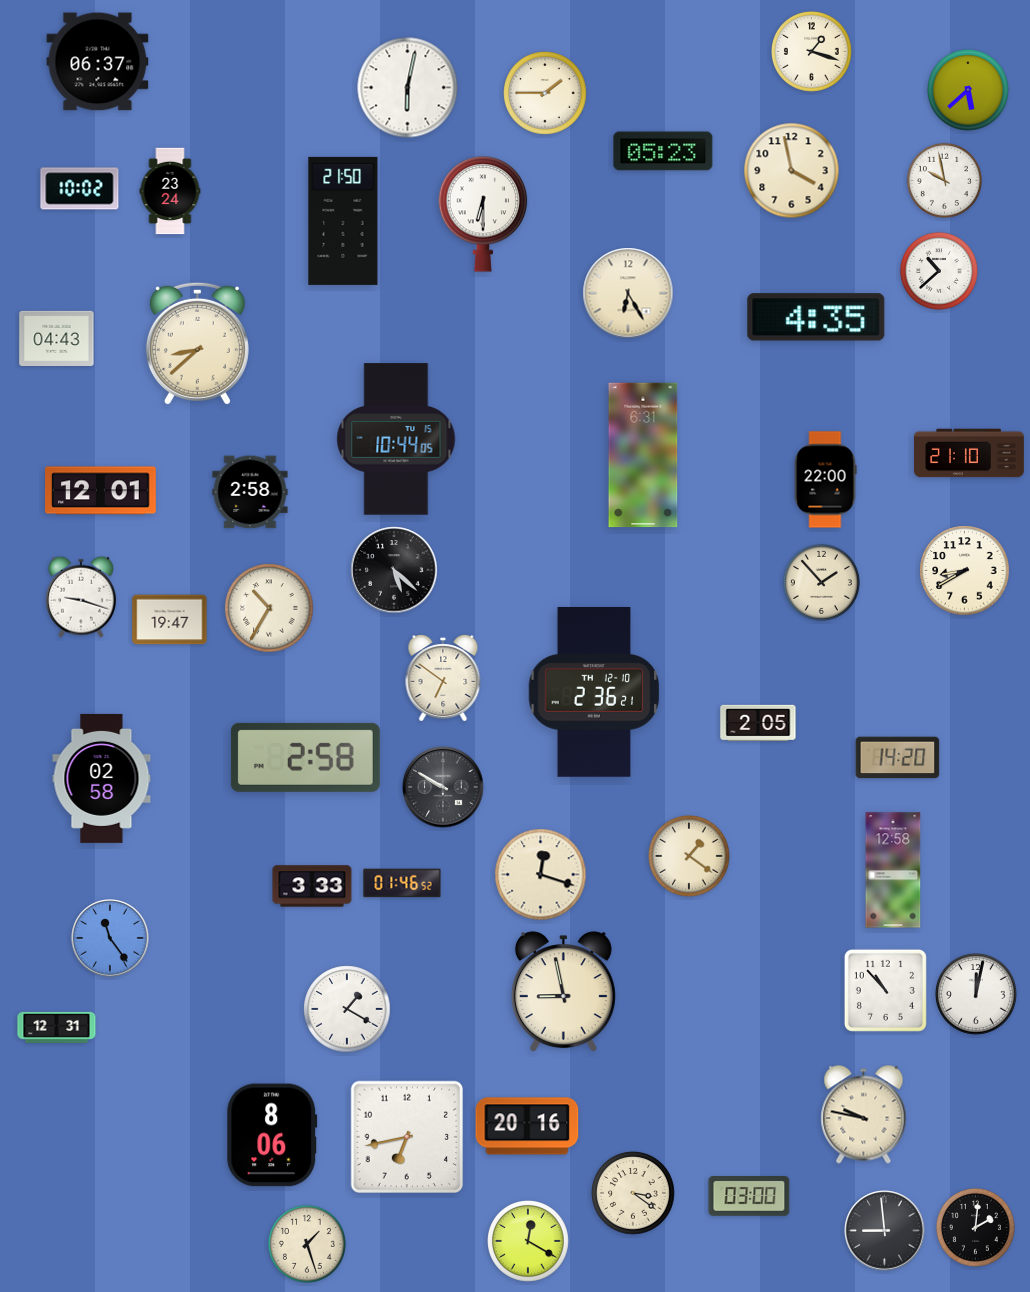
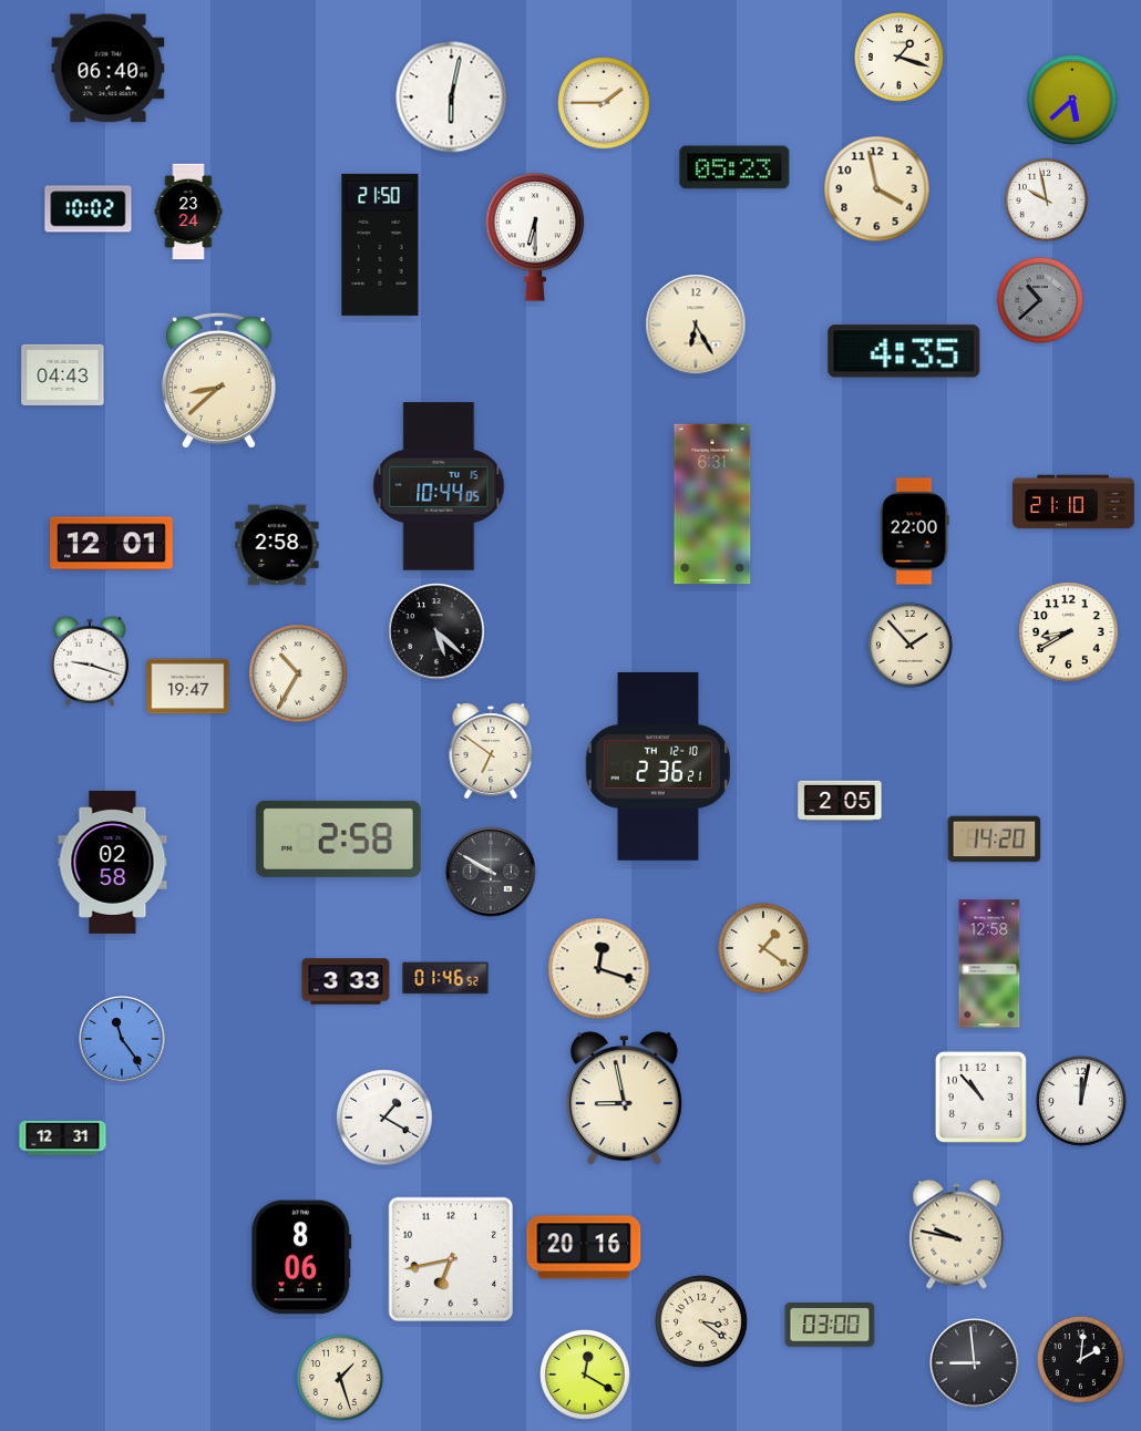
clock at (98, 62): 06:37 -> 06:40
clock at (939, 271) dial: white -> grey
clock at (885, 1231) position: (885, 1231) -> (975, 1363)
